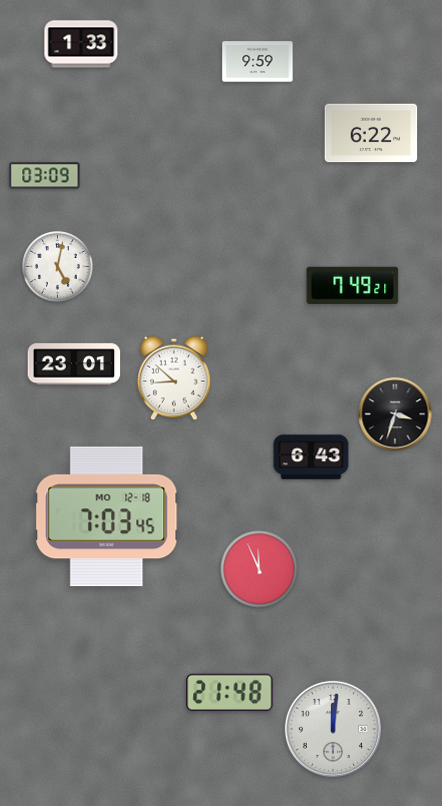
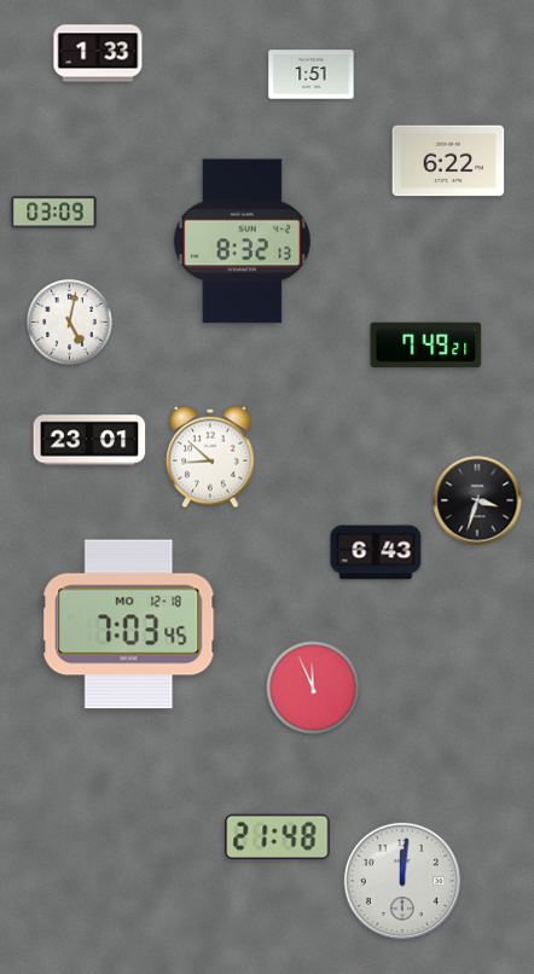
clock at (258, 62): 9:59 -> 1:51
clock at (242, 242): none -> 8:32
